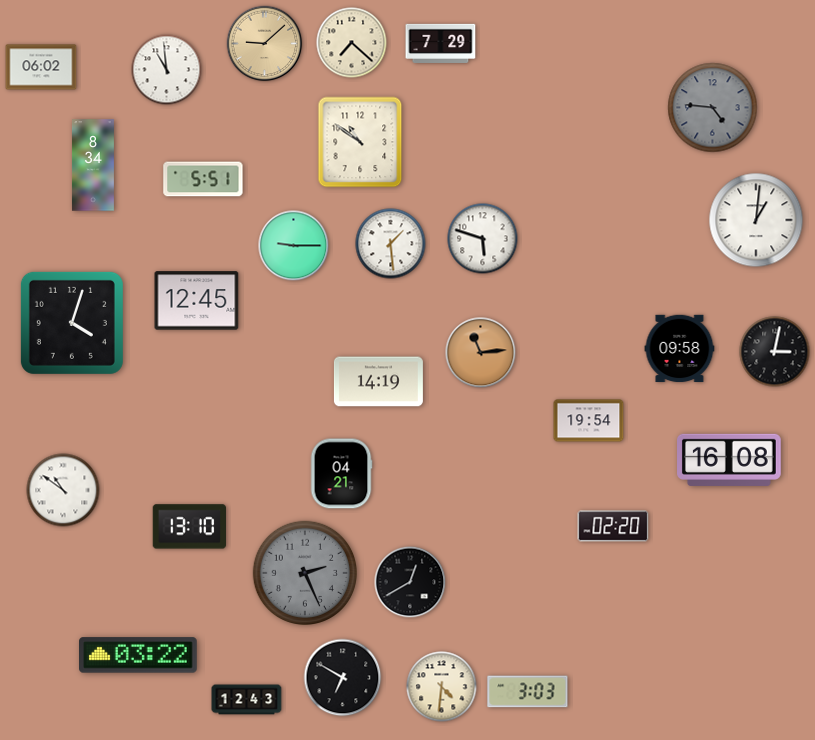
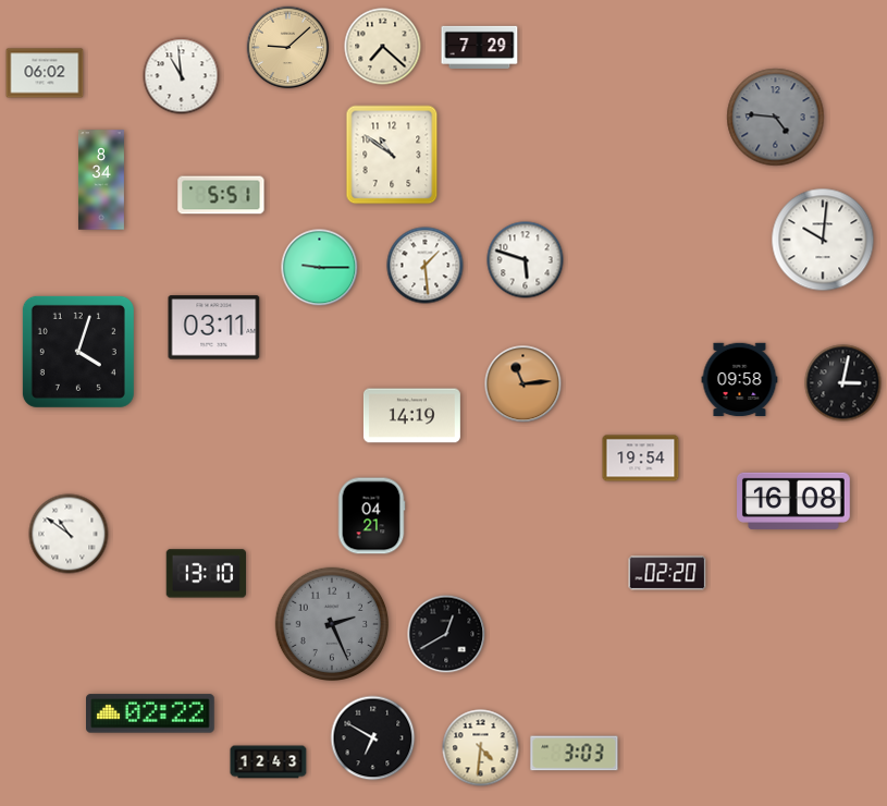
clock at (756, 220): 1:01 -> 10:01
clock at (197, 301): 12:45 -> 03:11
clock at (139, 655): 03:22 -> 02:22
